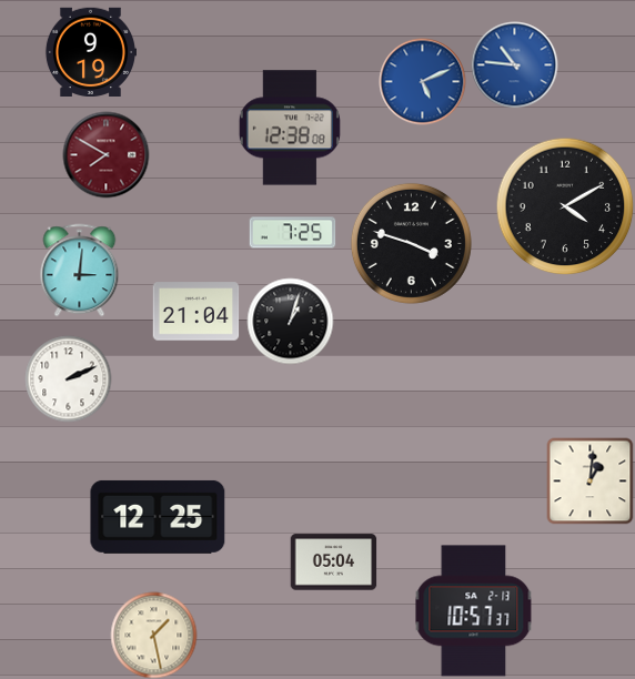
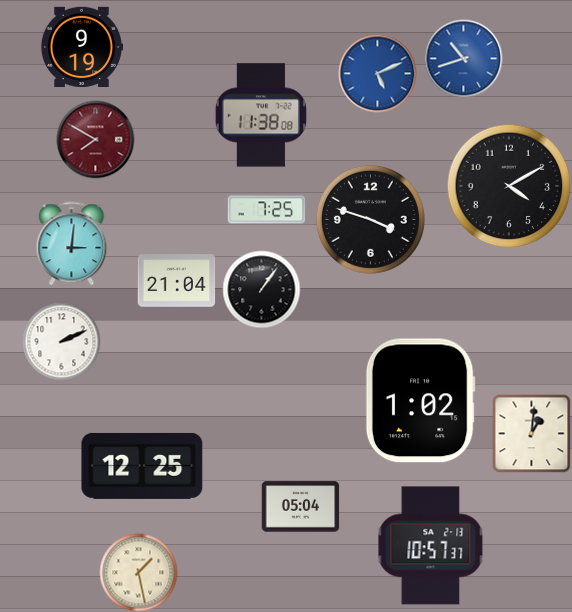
clock at (514, 64): 10:46 -> 10:42
clock at (422, 81) position: (422, 81) -> (377, 73)
clock at (290, 128): 12:38 -> 11:38
clock at (292, 233) position: (292, 233) -> (266, 210)
clock at (290, 321): 1:03 -> 1:06
clock at (420, 401): none -> 1:02
clock at (474, 611) position: (474, 611) -> (431, 546)
